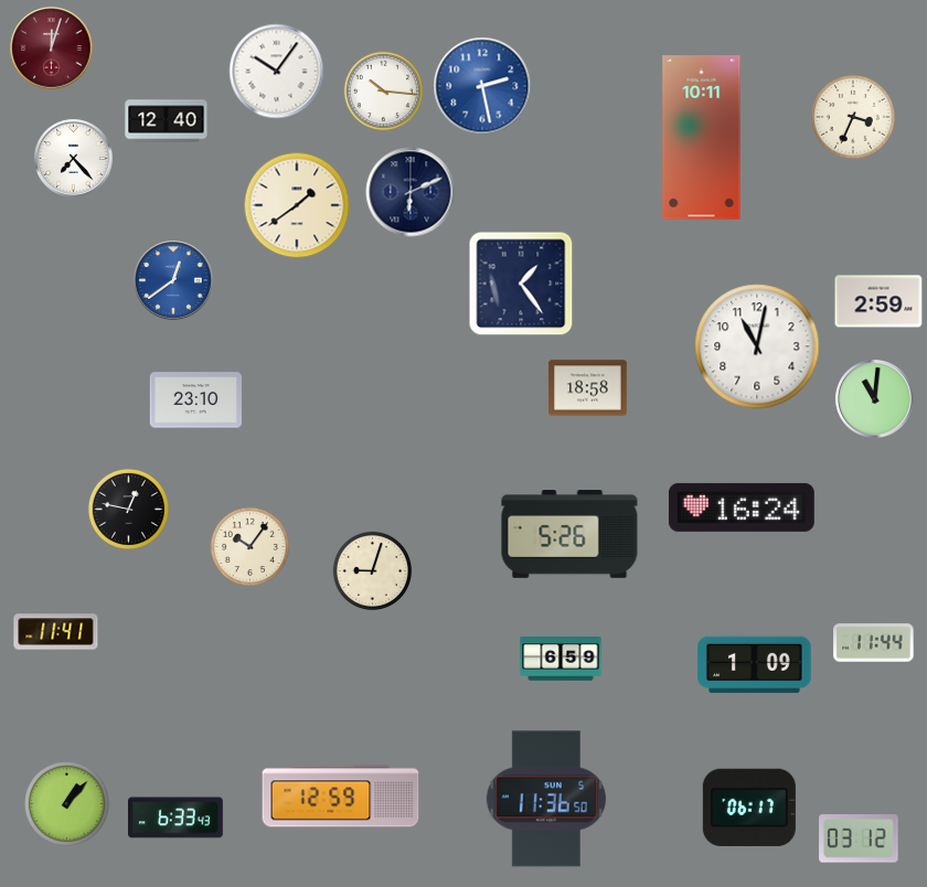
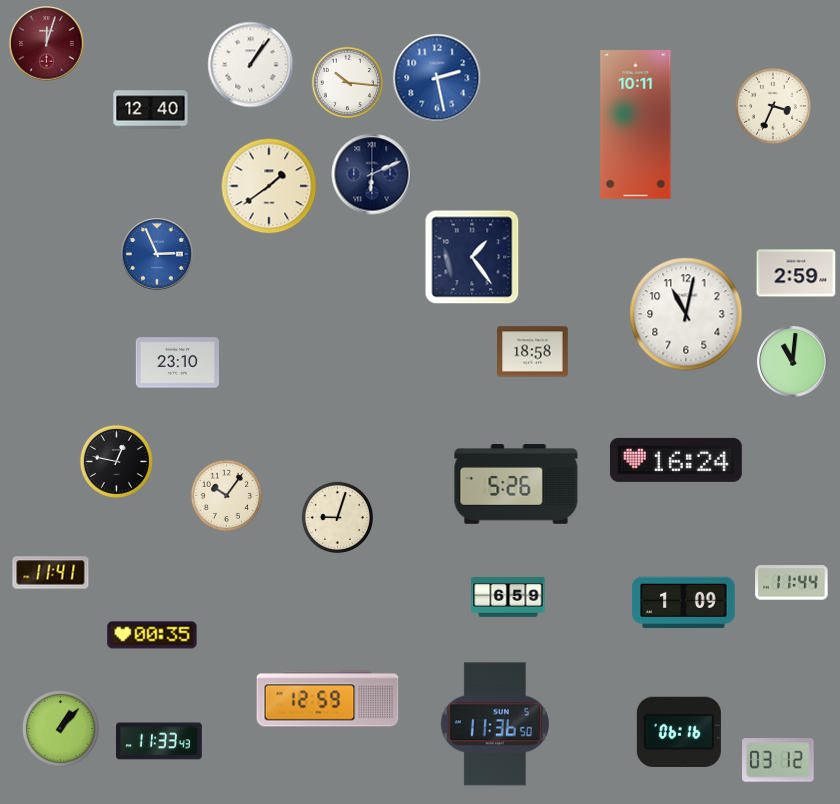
clock at (277, 72): 10:06 -> 1:06
clock at (74, 159): 7:23 -> none
clock at (173, 280): 12:39 -> 2:56
clock at (742, 507) position: (742, 507) -> (676, 460)
clock at (152, 635): none -> 00:35
clock at (341, 797) position: (341, 797) -> (328, 699)
clock at (749, 808): 06:17 -> 06:16
clock at (175, 817): 6:33 -> 11:33
